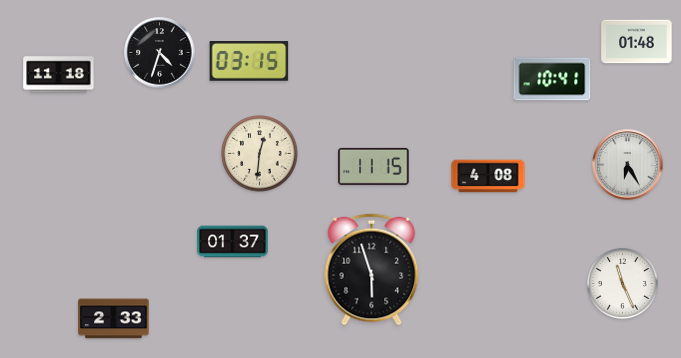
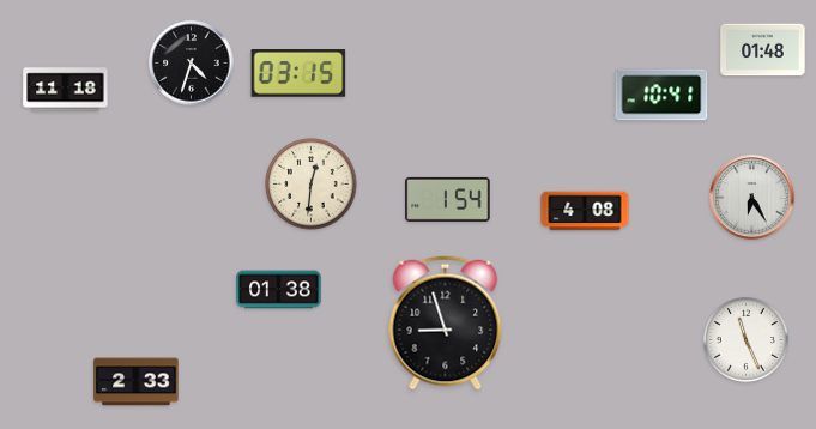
clock at (59, 75) position: (59, 75) -> (66, 90)
clock at (374, 166): 11:15 -> 1:54
clock at (233, 242): 01:37 -> 01:38
clock at (372, 270): 5:57 -> 8:57
